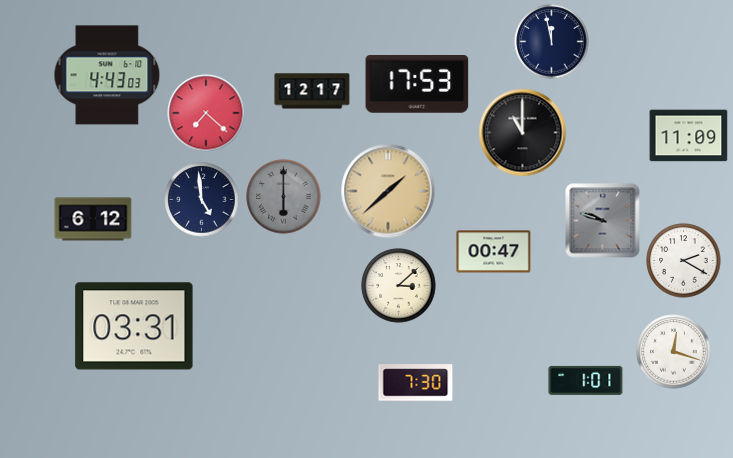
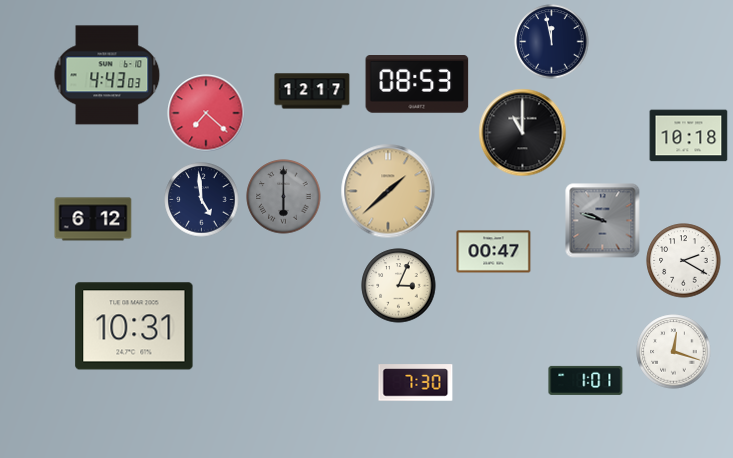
clock at (417, 85): 17:53 -> 08:53
clock at (689, 136): 11:09 -> 10:18
clock at (399, 286): 3:08 -> 3:04
clock at (134, 326): 03:31 -> 10:31
